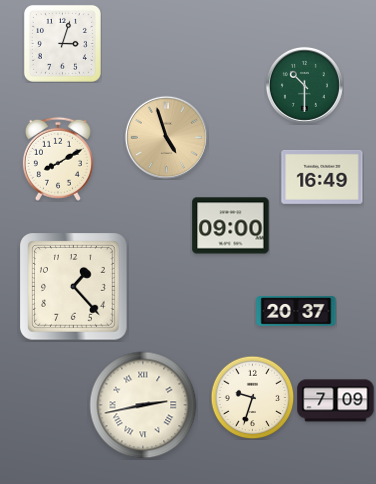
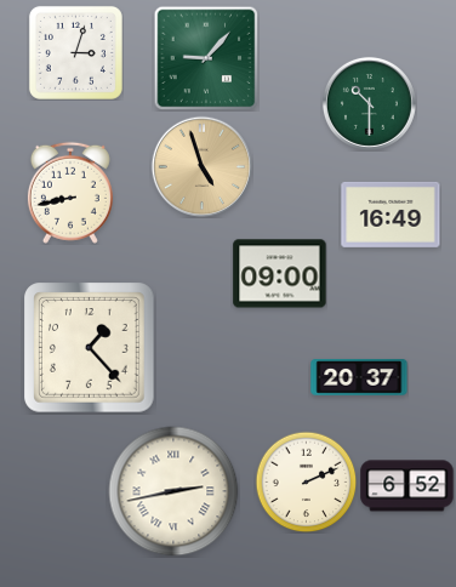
clock at (206, 58): none -> 9:07
clock at (58, 159): 8:10 -> 8:43
clock at (252, 397): 9:33 -> 2:11
clock at (336, 401): 7:09 -> 6:52
